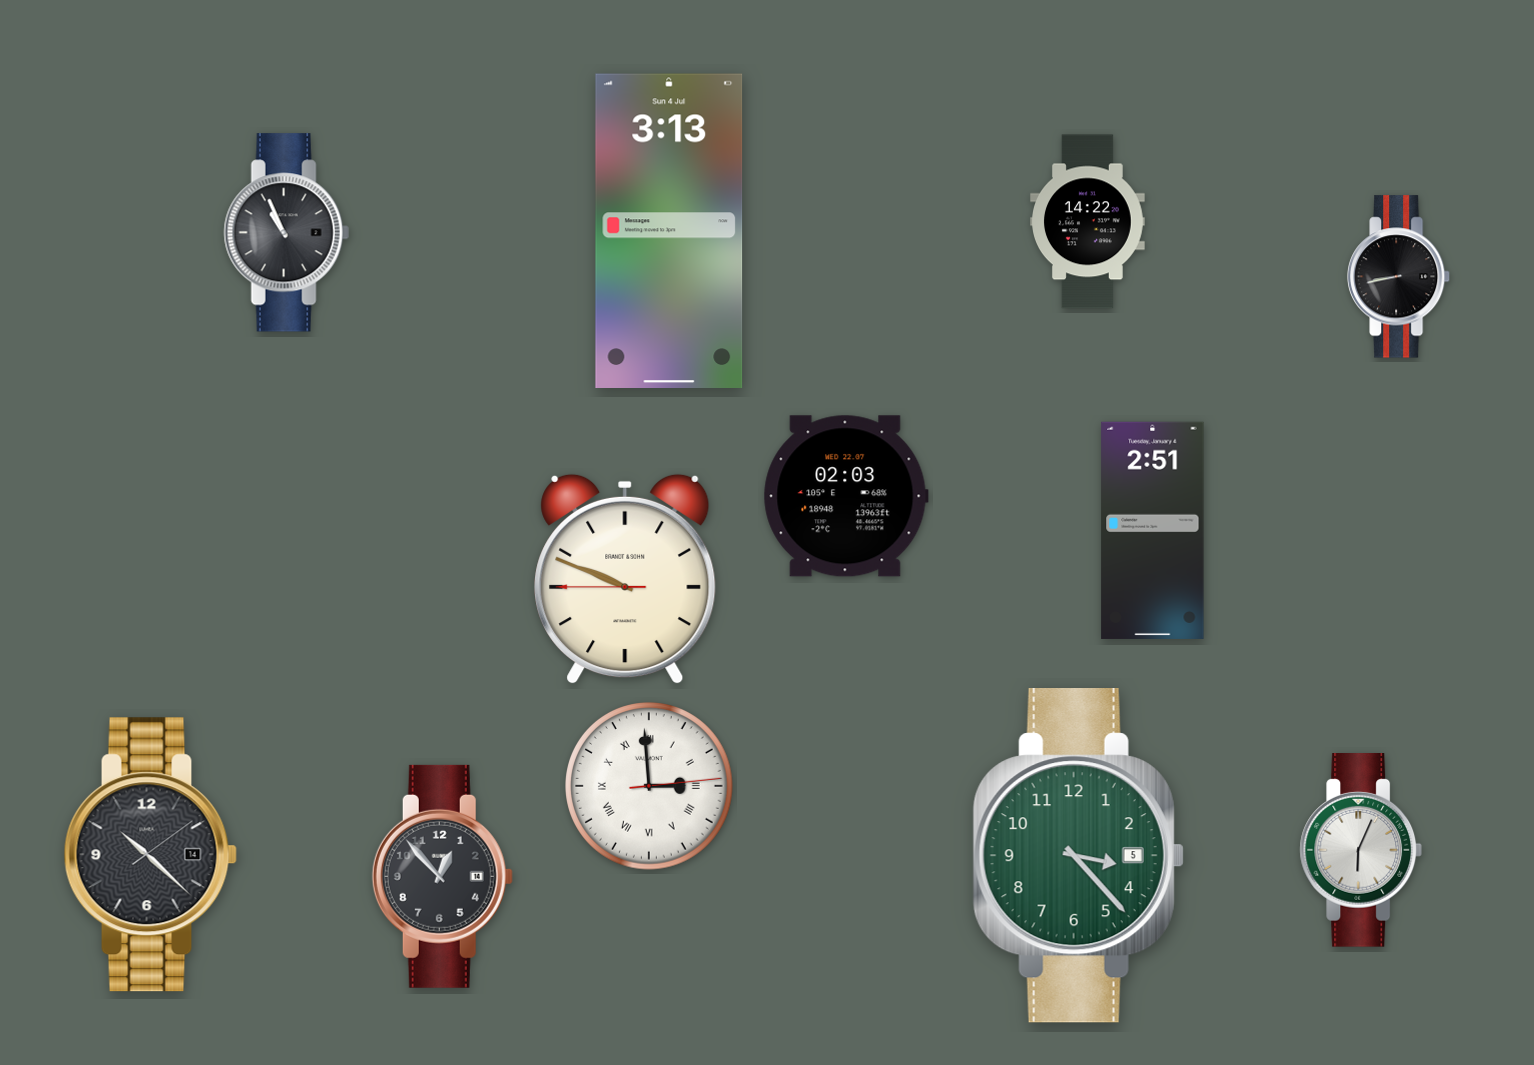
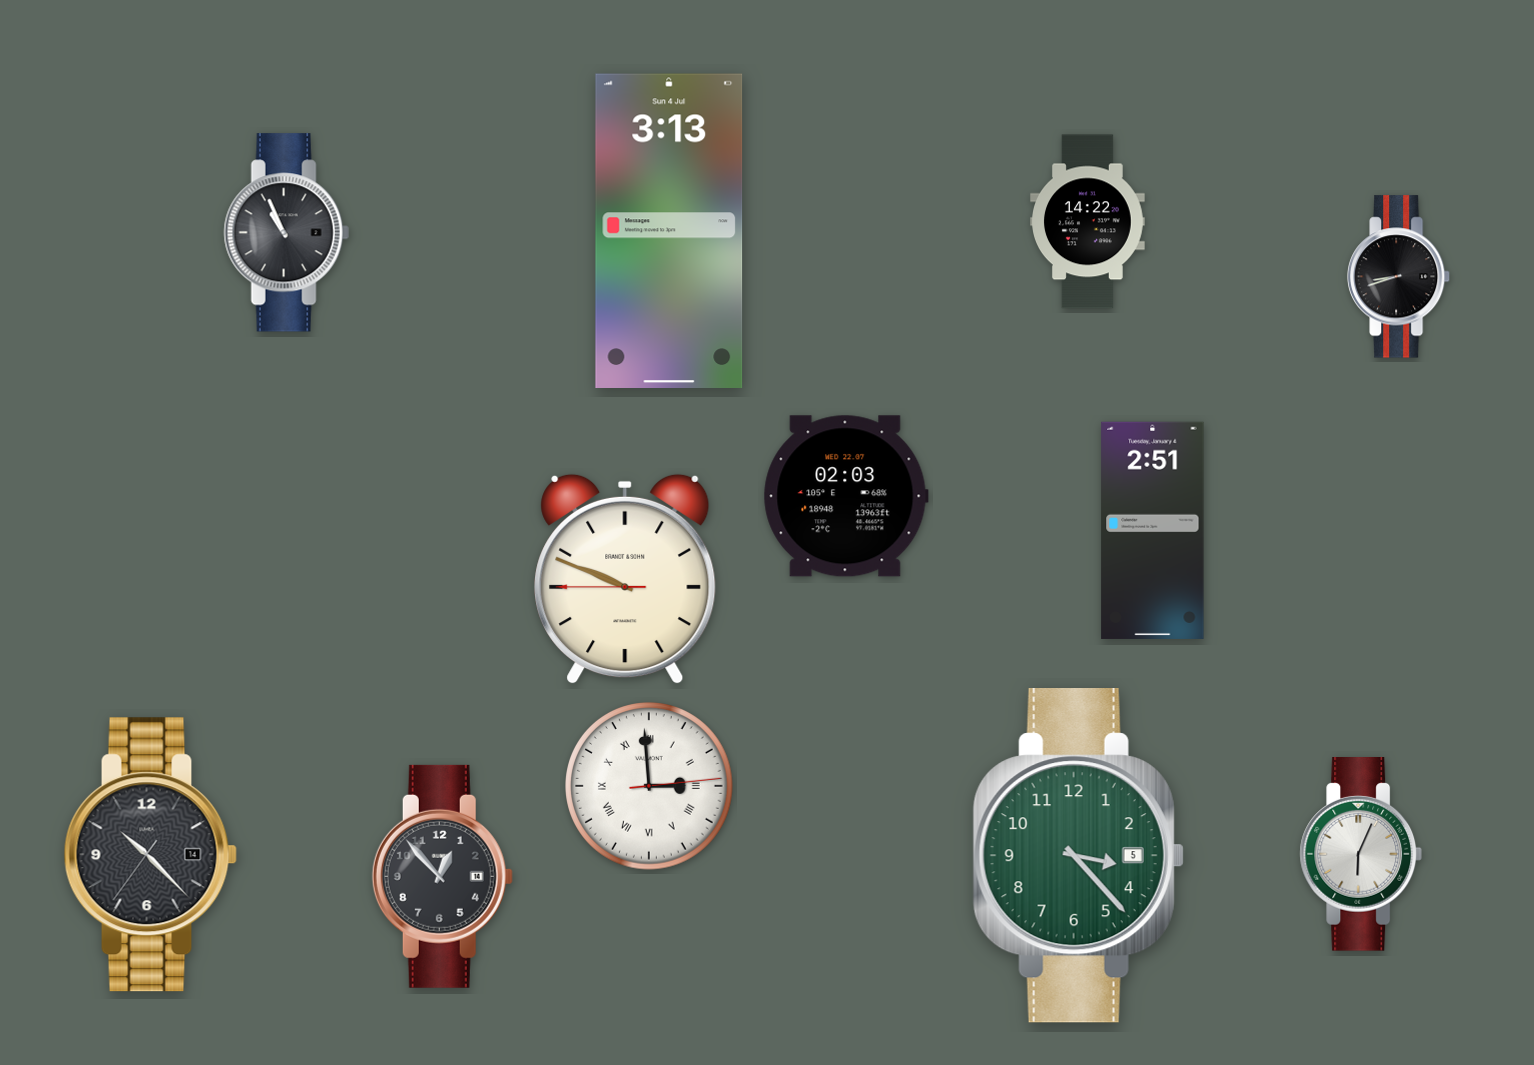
clock at (1399, 277): 8:43 -> 8:42
clock at (1361, 851) position: (1361, 851) -> (1361, 855)
clock at (150, 855): 10:22:09 -> 10:22:36
